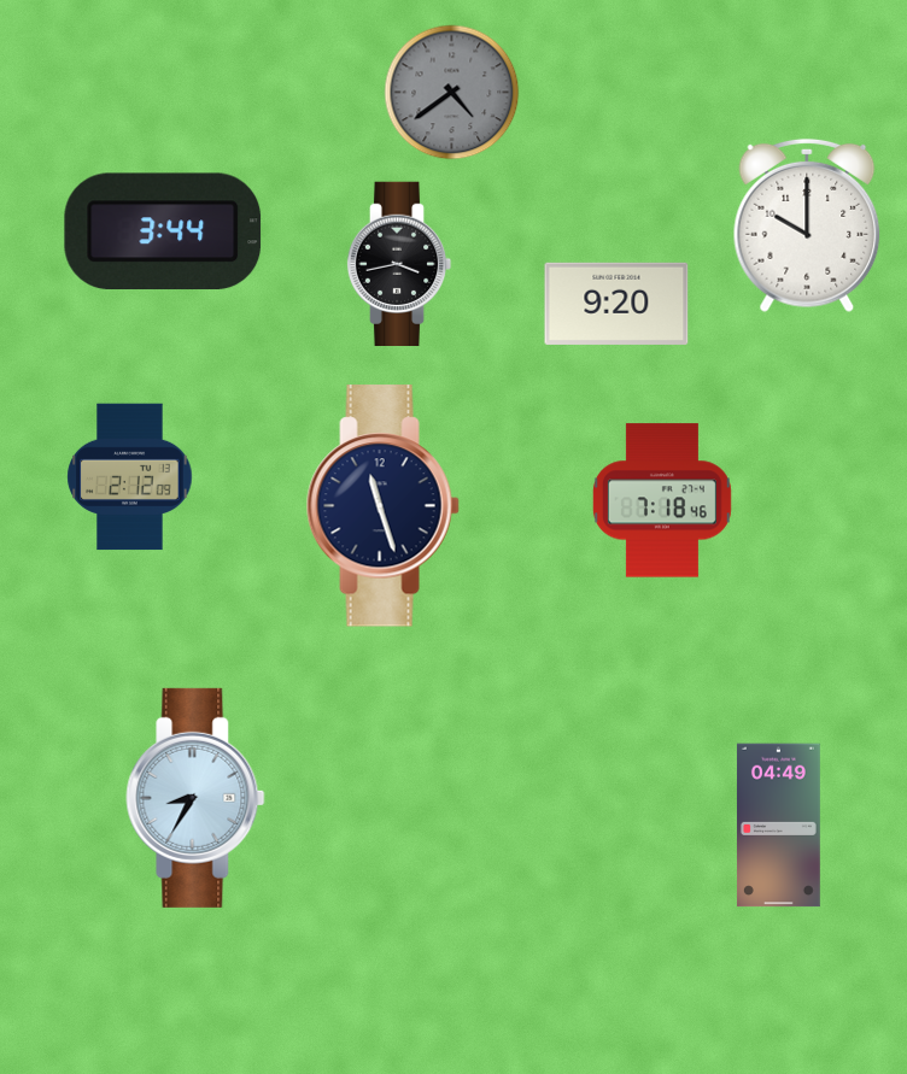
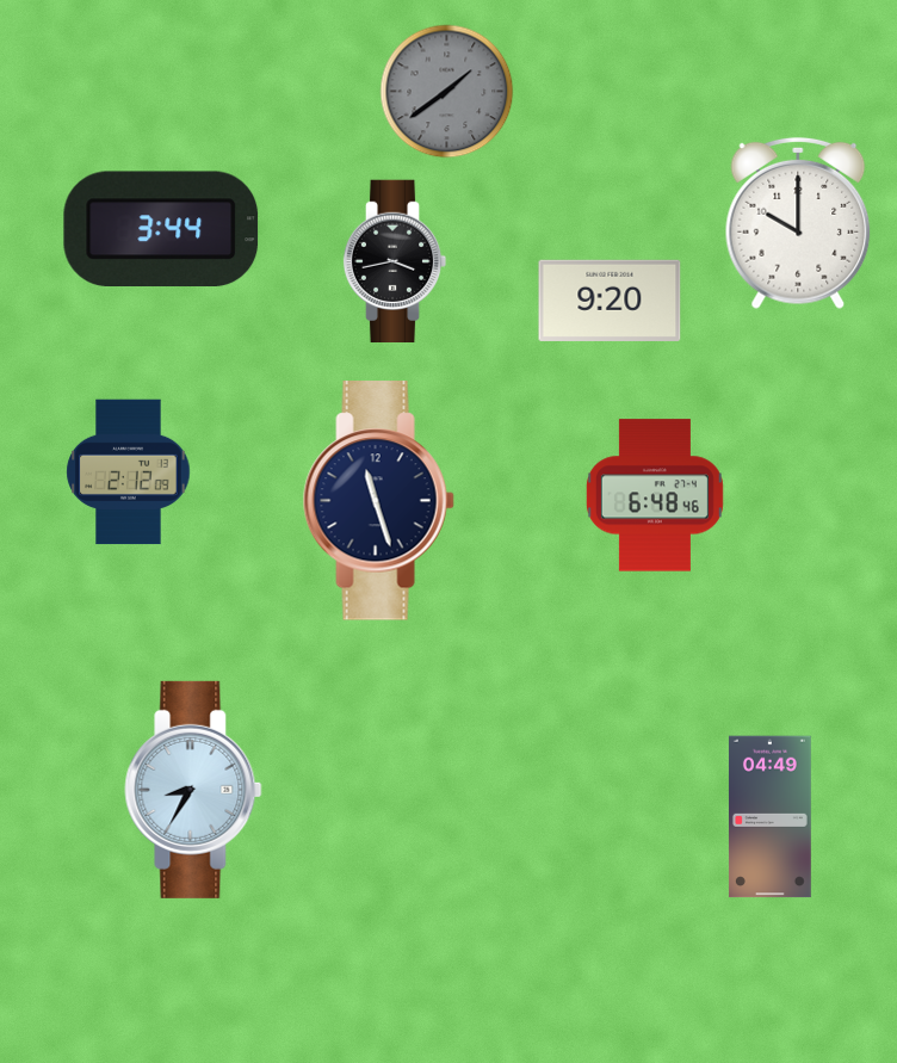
clock at (452, 93): 4:39 -> 1:39
clock at (662, 500): 7:18 -> 6:48
